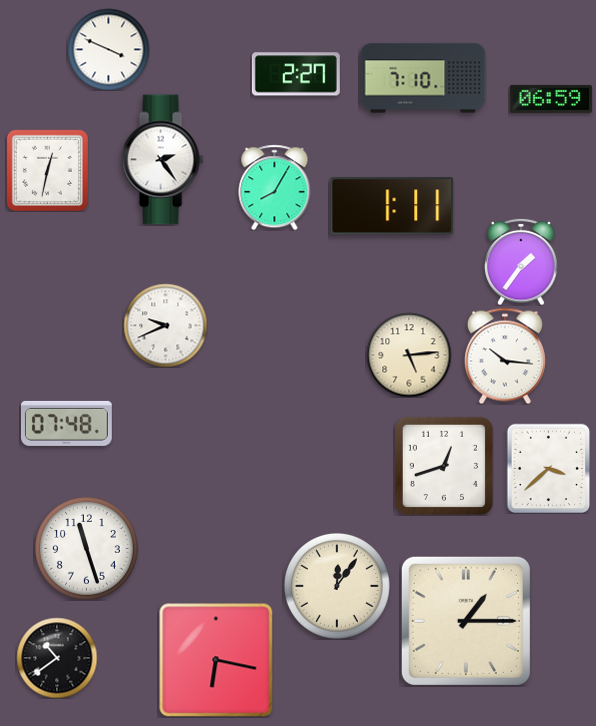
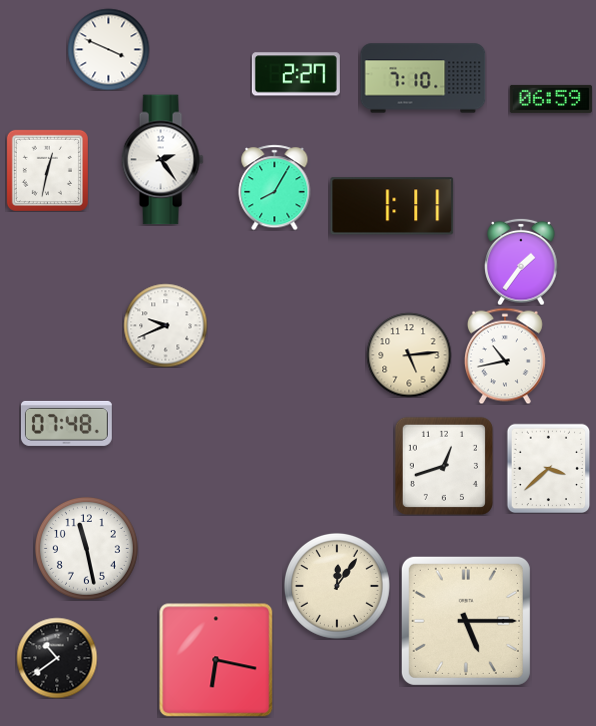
clock at (505, 356): 10:16 -> 10:43
clock at (86, 548): 11:27 -> 11:28
clock at (466, 621): 1:15 -> 5:15
